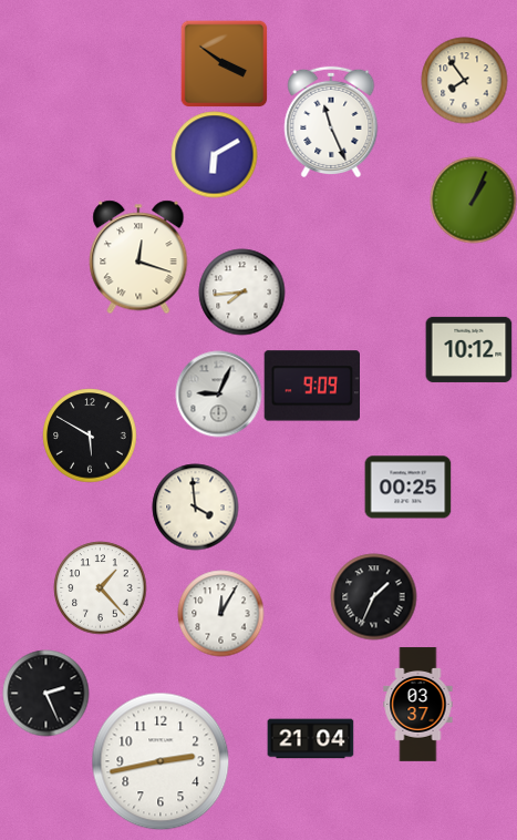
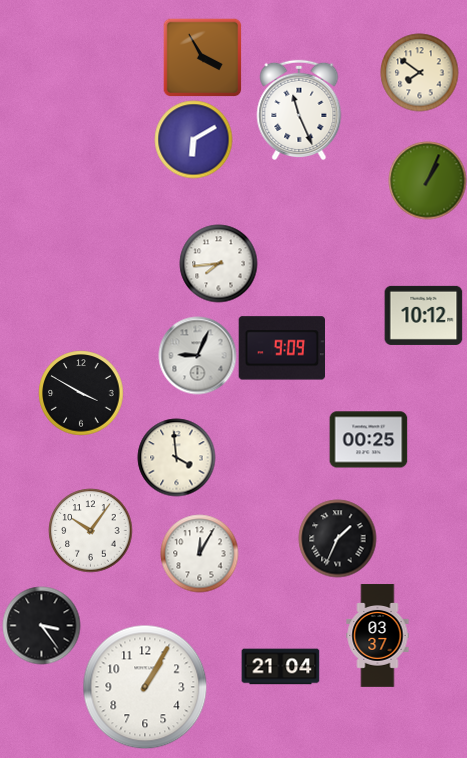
clock at (224, 63): 3:51 -> 3:55
clock at (464, 80): 7:54 -> 7:51
clock at (138, 257): 12:18 -> none
clock at (90, 436): 5:50 -> 3:50
clock at (100, 587): 1:23 -> 10:06
clock at (45, 693): 2:26 -> 3:24
clock at (161, 761): 2:43 -> 1:05
